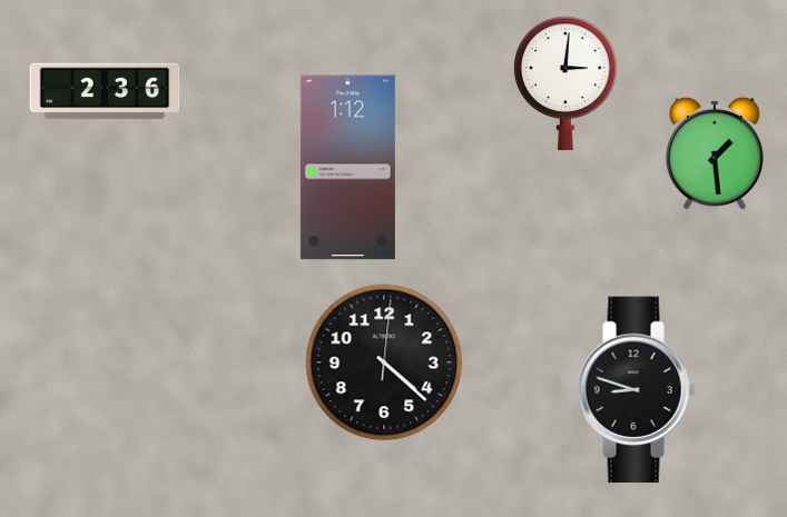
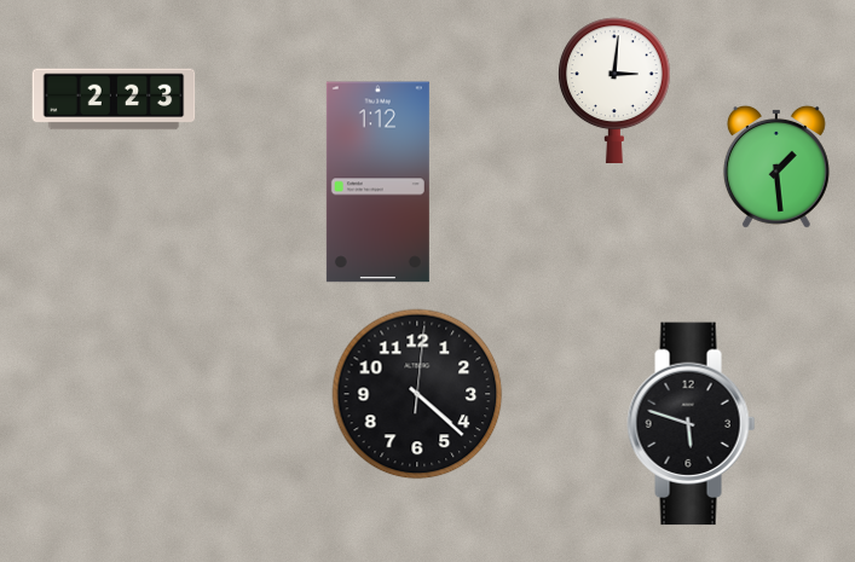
clock at (105, 91): 2:36 -> 2:23
clock at (637, 390): 8:48 -> 5:48
